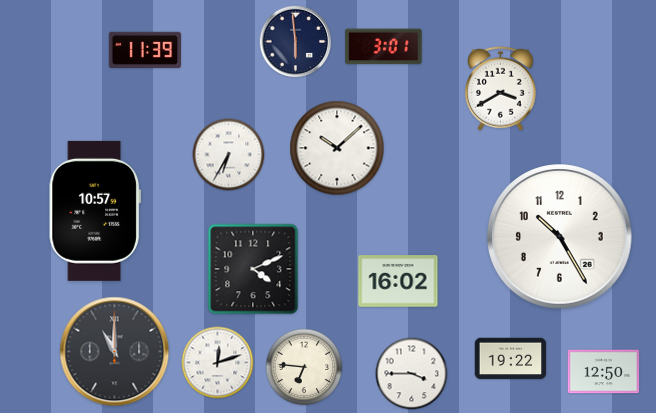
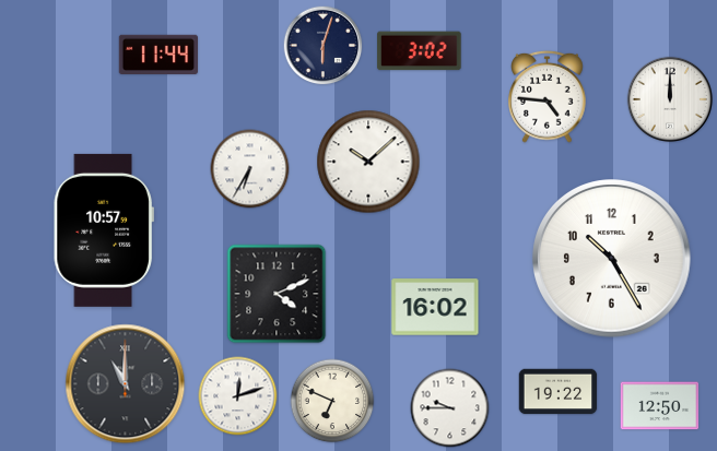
clock at (296, 42): 5:59 -> 6:03
clock at (384, 47): 3:01 -> 3:02
clock at (144, 49): 11:39 -> 11:44
clock at (501, 88): 3:40 -> 4:46
clock at (670, 99): none -> 12:00
clock at (304, 367): 6:46 -> 6:49
clock at (412, 374): 3:45 -> 9:45
